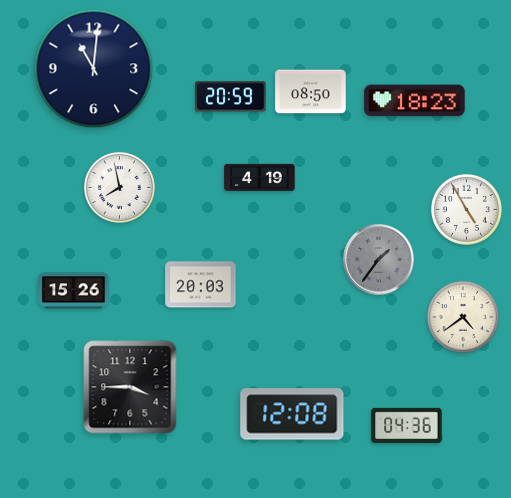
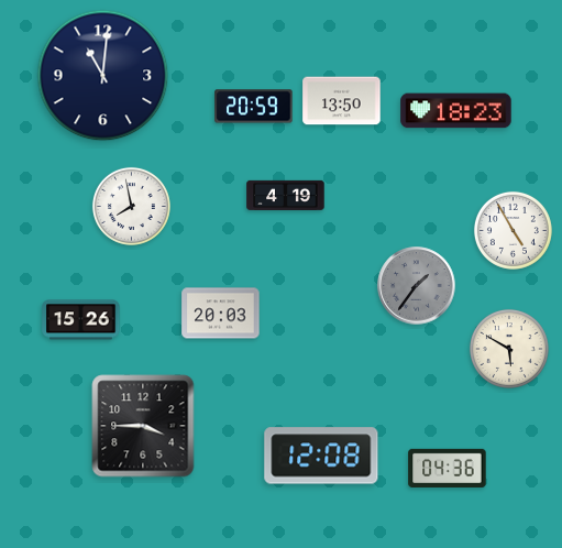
clock at (311, 92): 08:50 -> 13:50
clock at (463, 317): 4:39 -> 5:50
